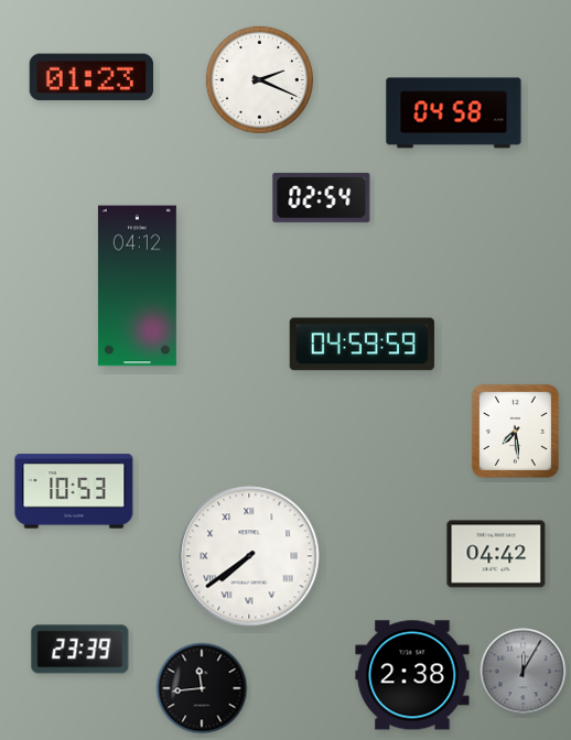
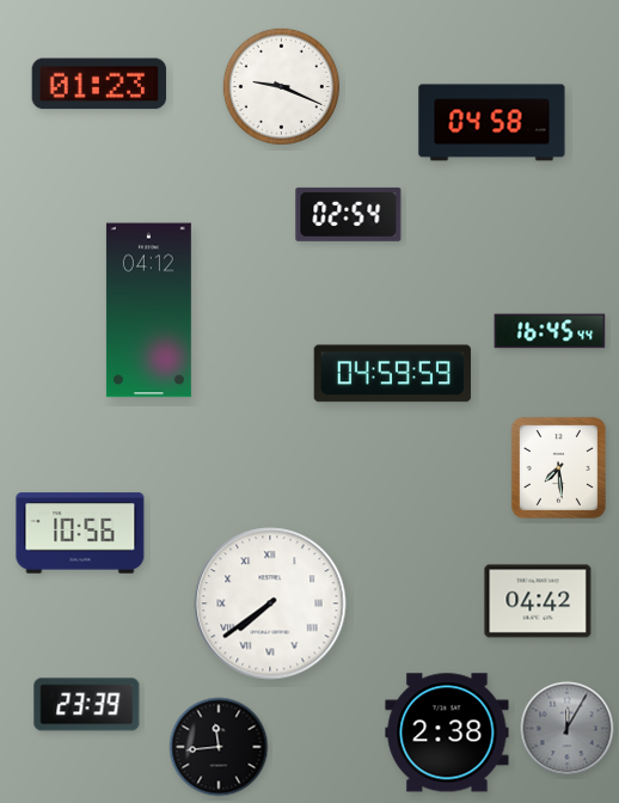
clock at (259, 79): 2:19 -> 9:19
clock at (550, 331): none -> 16:45
clock at (74, 491): 10:53 -> 10:56
